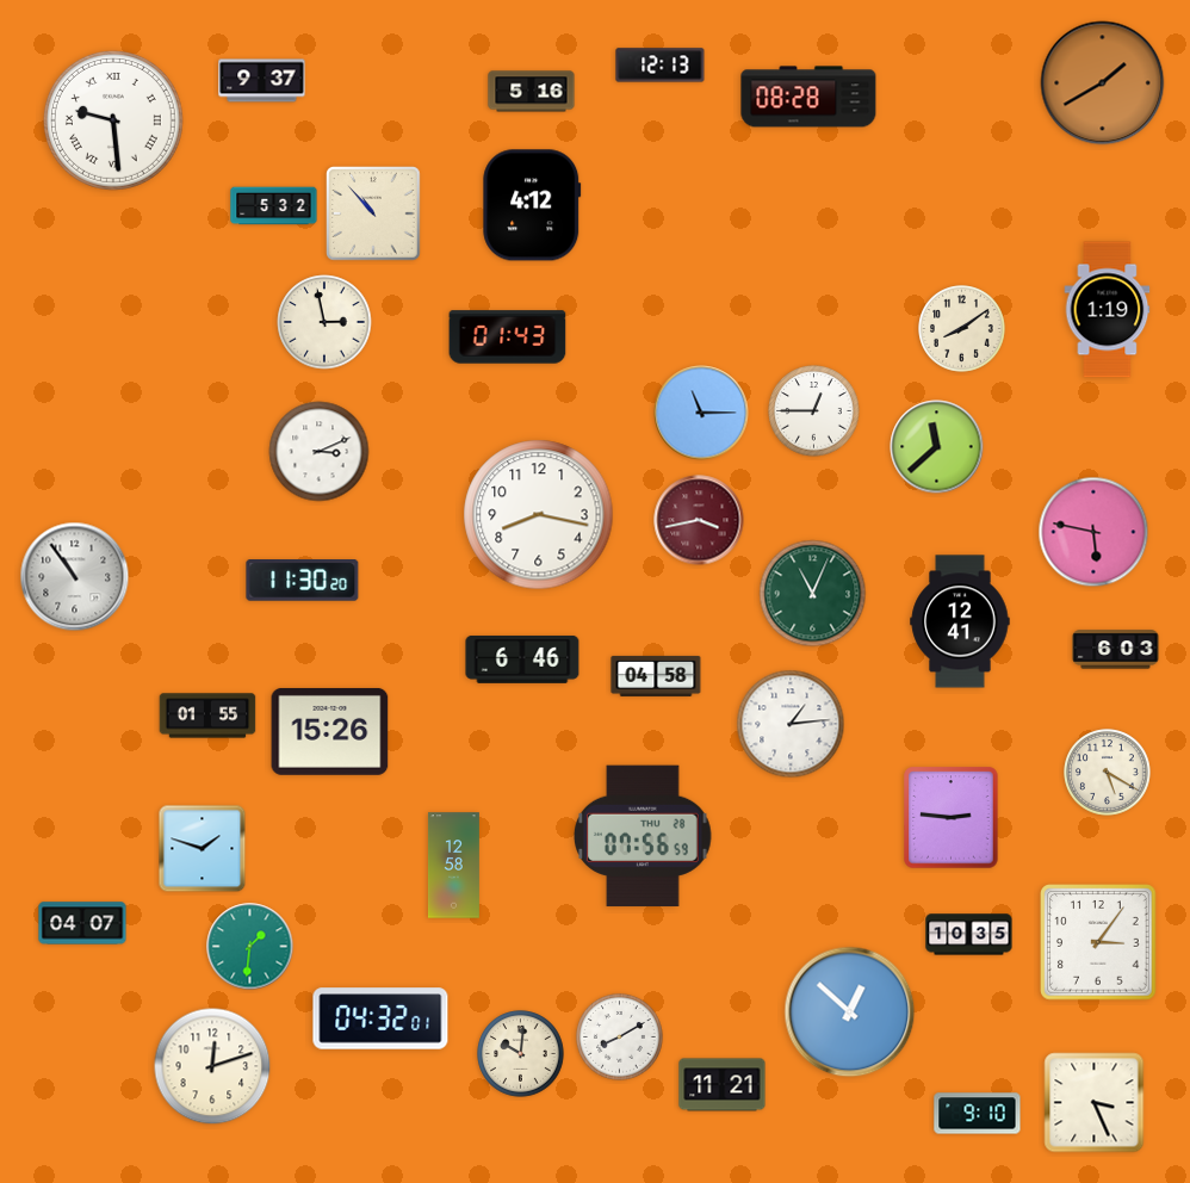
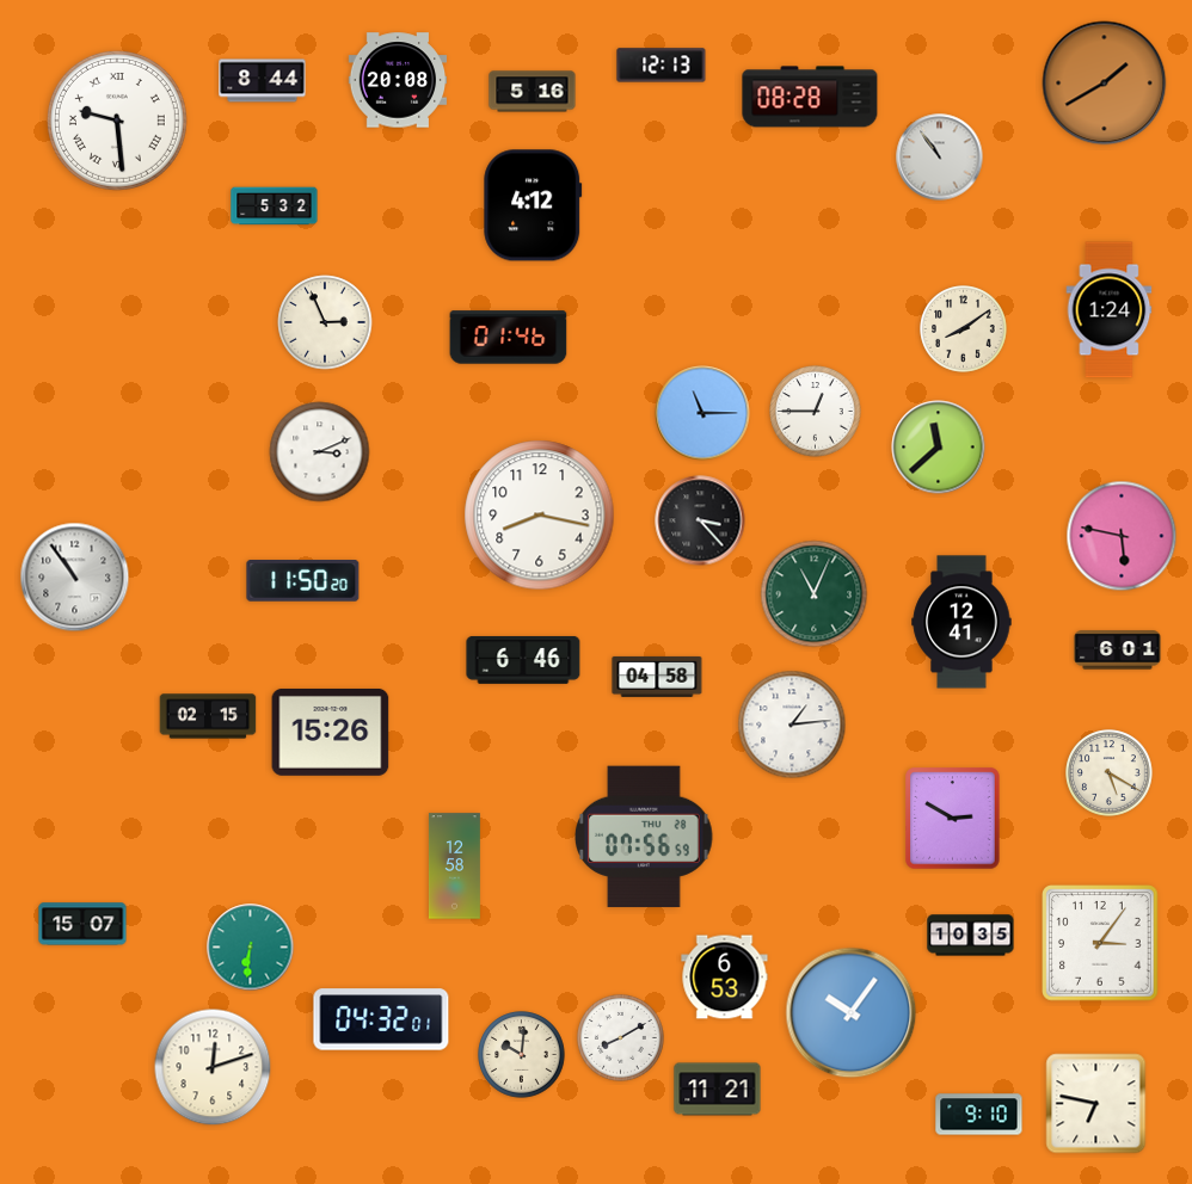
clock at (398, 80): none -> 20:08
clock at (262, 81): 9:37 -> 8:44
clock at (113, 120) position: (113, 120) -> (117, 121)
clock at (940, 158): none -> 10:54
clock at (373, 213): 10:53 -> none
clock at (1108, 310): 1:19 -> 1:24
clock at (324, 322): 2:58 -> 2:56
clock at (508, 337): 01:43 -> 01:46
clock at (699, 520): 3:43 -> 3:23
clock at (699, 520) dial: burgundy -> black
clock at (1093, 532) position: (1093, 532) -> (1122, 536)
clock at (303, 581): 11:30 -> 11:50
clock at (1116, 650): 6:03 -> 6:01
clock at (207, 716): 01:55 -> 02:15
clock at (952, 818): 2:46 -> 2:50
clock at (203, 849): 1:48 -> none
clock at (82, 923): 04:07 -> 15:07
clock at (250, 947): 1:31 -> 6:31
clock at (725, 978): none -> 6:53
clock at (850, 1012): 12:52 -> 10:06
clock at (723, 1085) position: (723, 1085) -> (718, 1090)
clock at (1095, 1103): 3:26 -> 6:47
